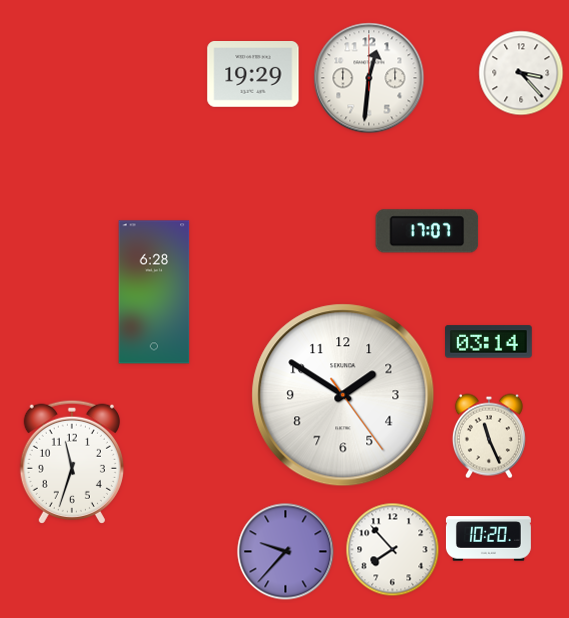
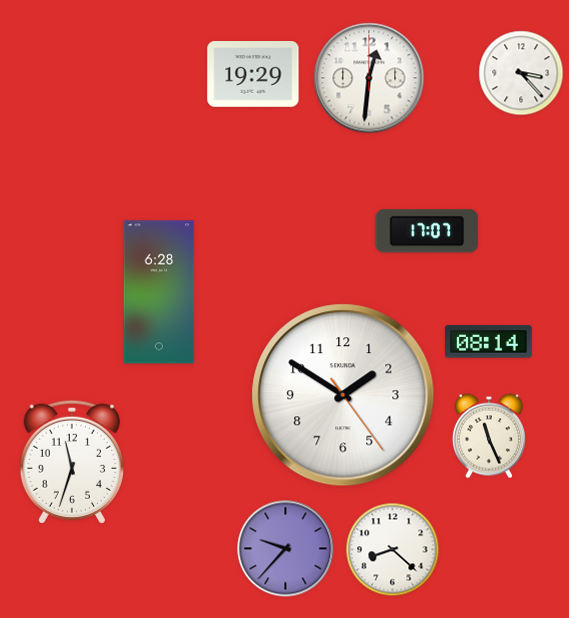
clock at (154, 292) position: (154, 292) -> (159, 292)
clock at (489, 342): 03:14 -> 08:14
clock at (488, 539): 10:20 -> none
clock at (393, 550): 7:53 -> 8:22
clock at (286, 552) position: (286, 552) -> (286, 549)
